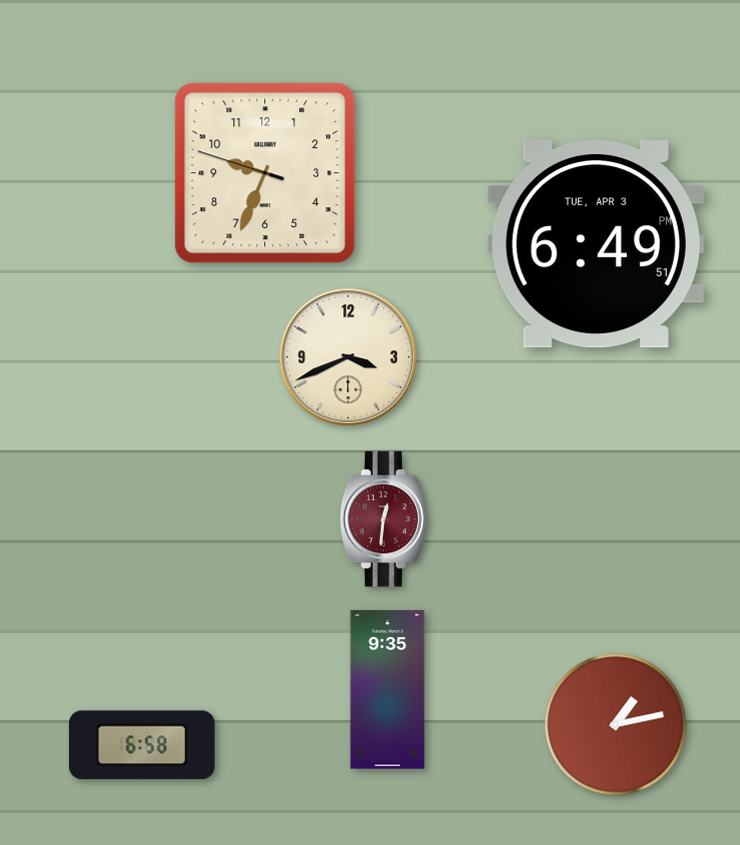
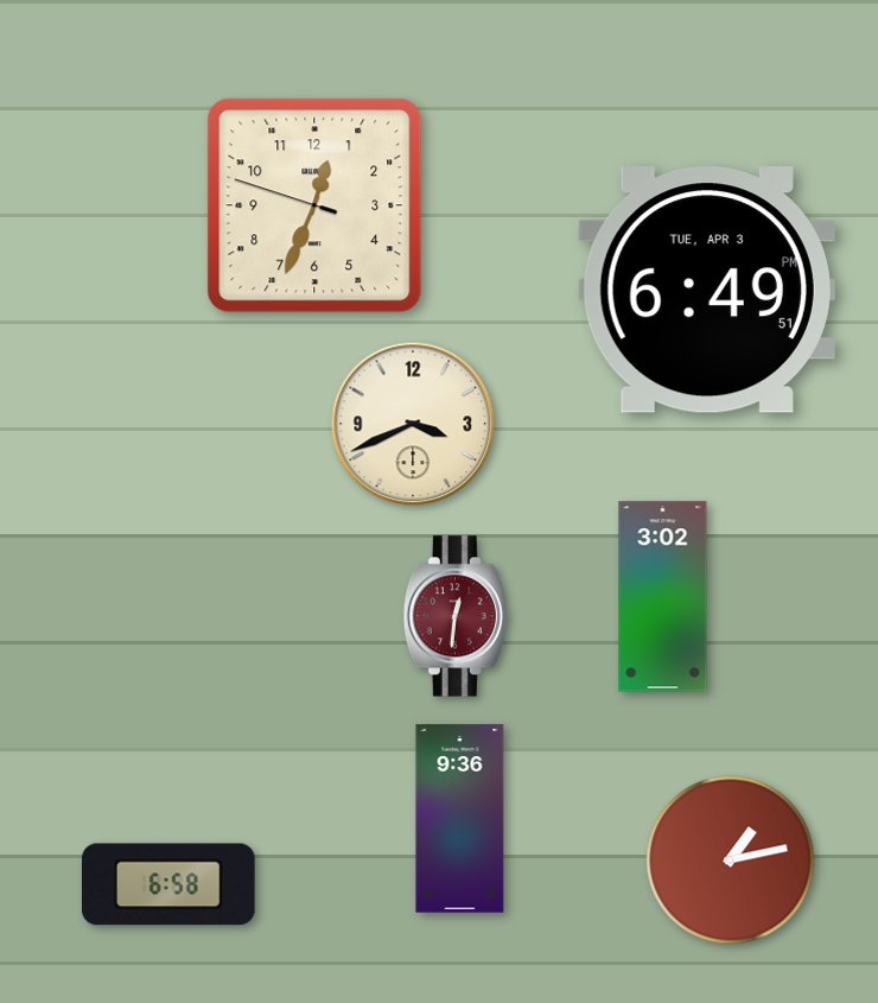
clock at (265, 173): 9:33 -> 12:33
clock at (663, 597): none -> 3:02
clock at (388, 690): 9:35 -> 9:36
